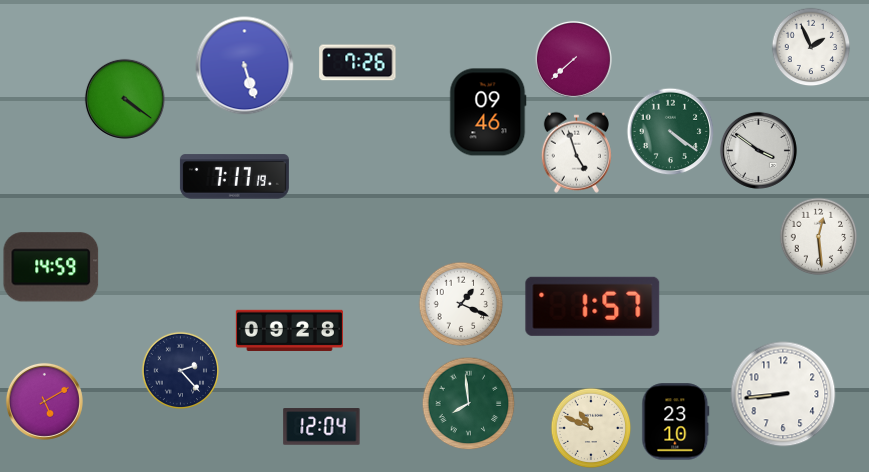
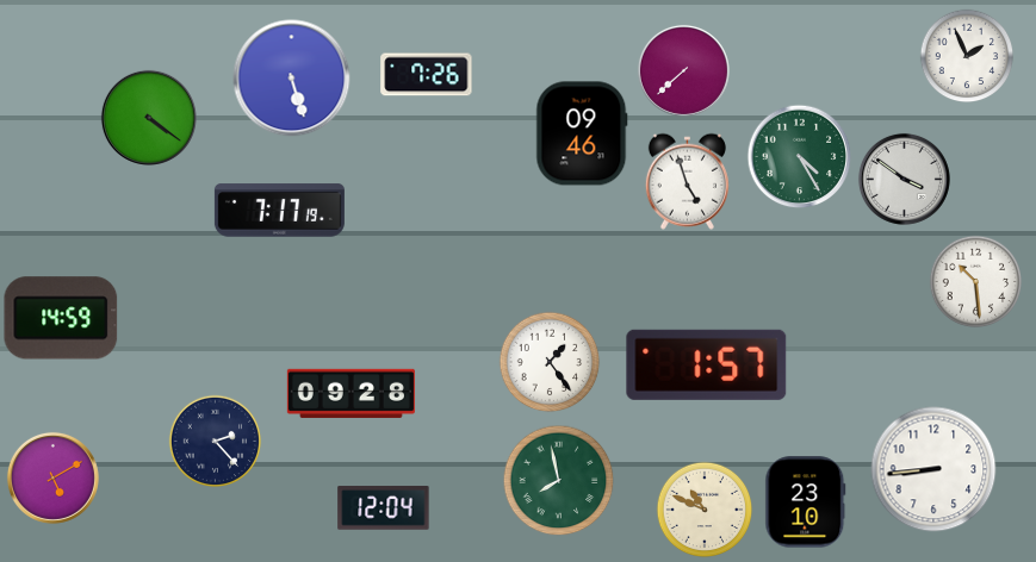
clock at (670, 131): 4:21 -> 4:25
clock at (818, 236): 12:29 -> 10:29
clock at (461, 304): 1:19 -> 1:24
clock at (289, 330) position: (289, 330) -> (350, 393)
clock at (468, 403): 7:59 -> 7:58
